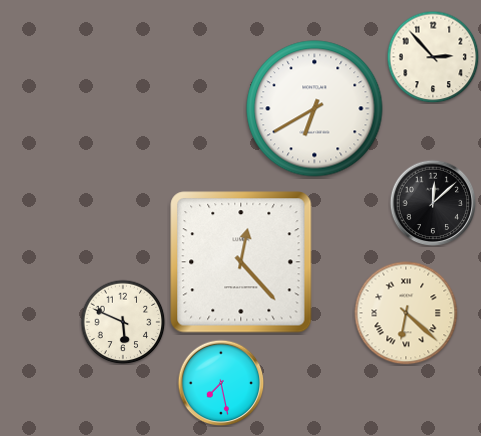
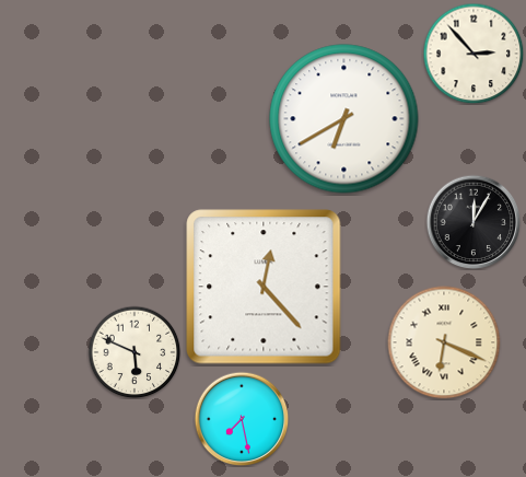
clock at (433, 57) position: (433, 57) -> (474, 54)
clock at (433, 203): 12:08 -> 12:05
clock at (406, 313): 6:22 -> 6:19
